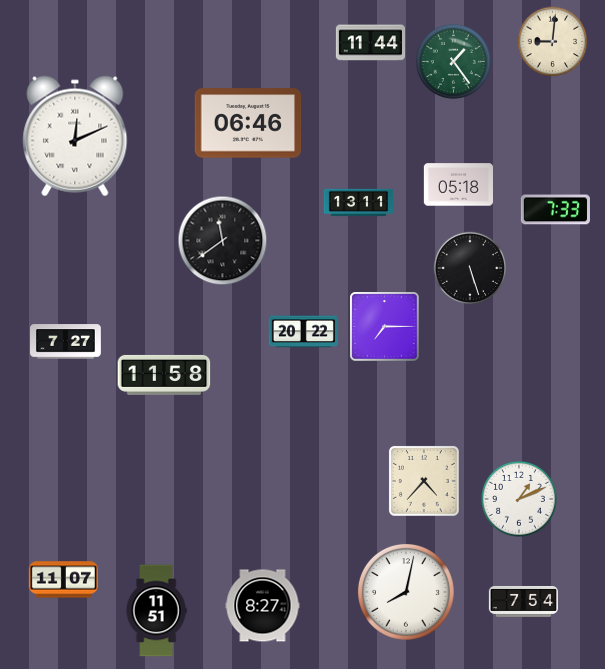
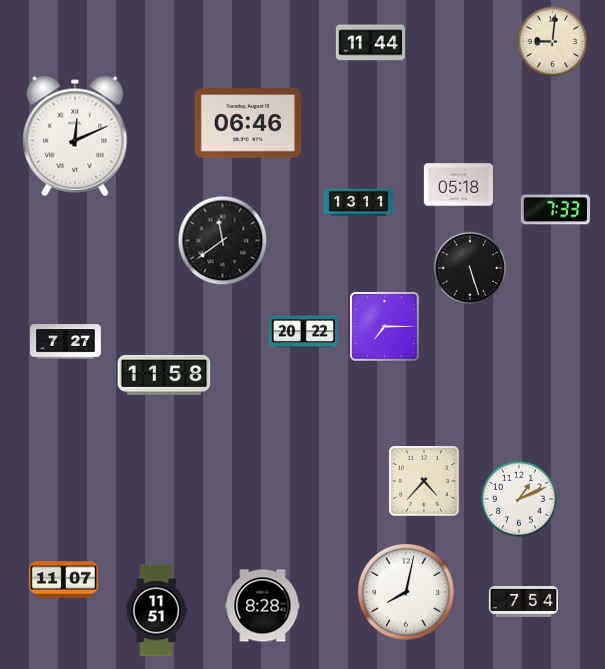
clock at (453, 61): 1:24 -> none
clock at (263, 606): 8:27 -> 8:28
